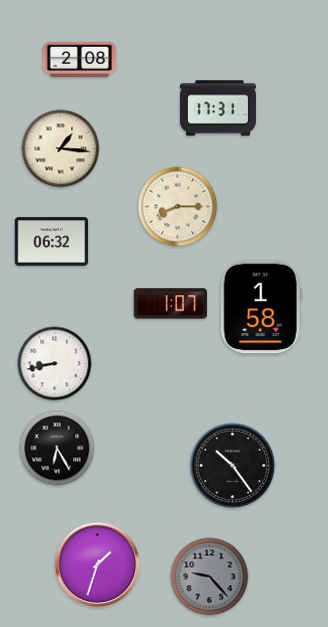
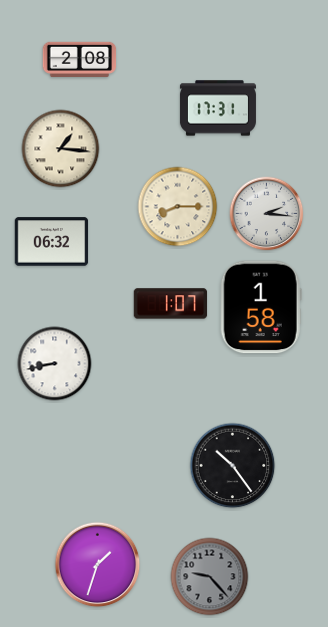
clock at (267, 214): none -> 2:16
clock at (57, 448): 6:25 -> none
